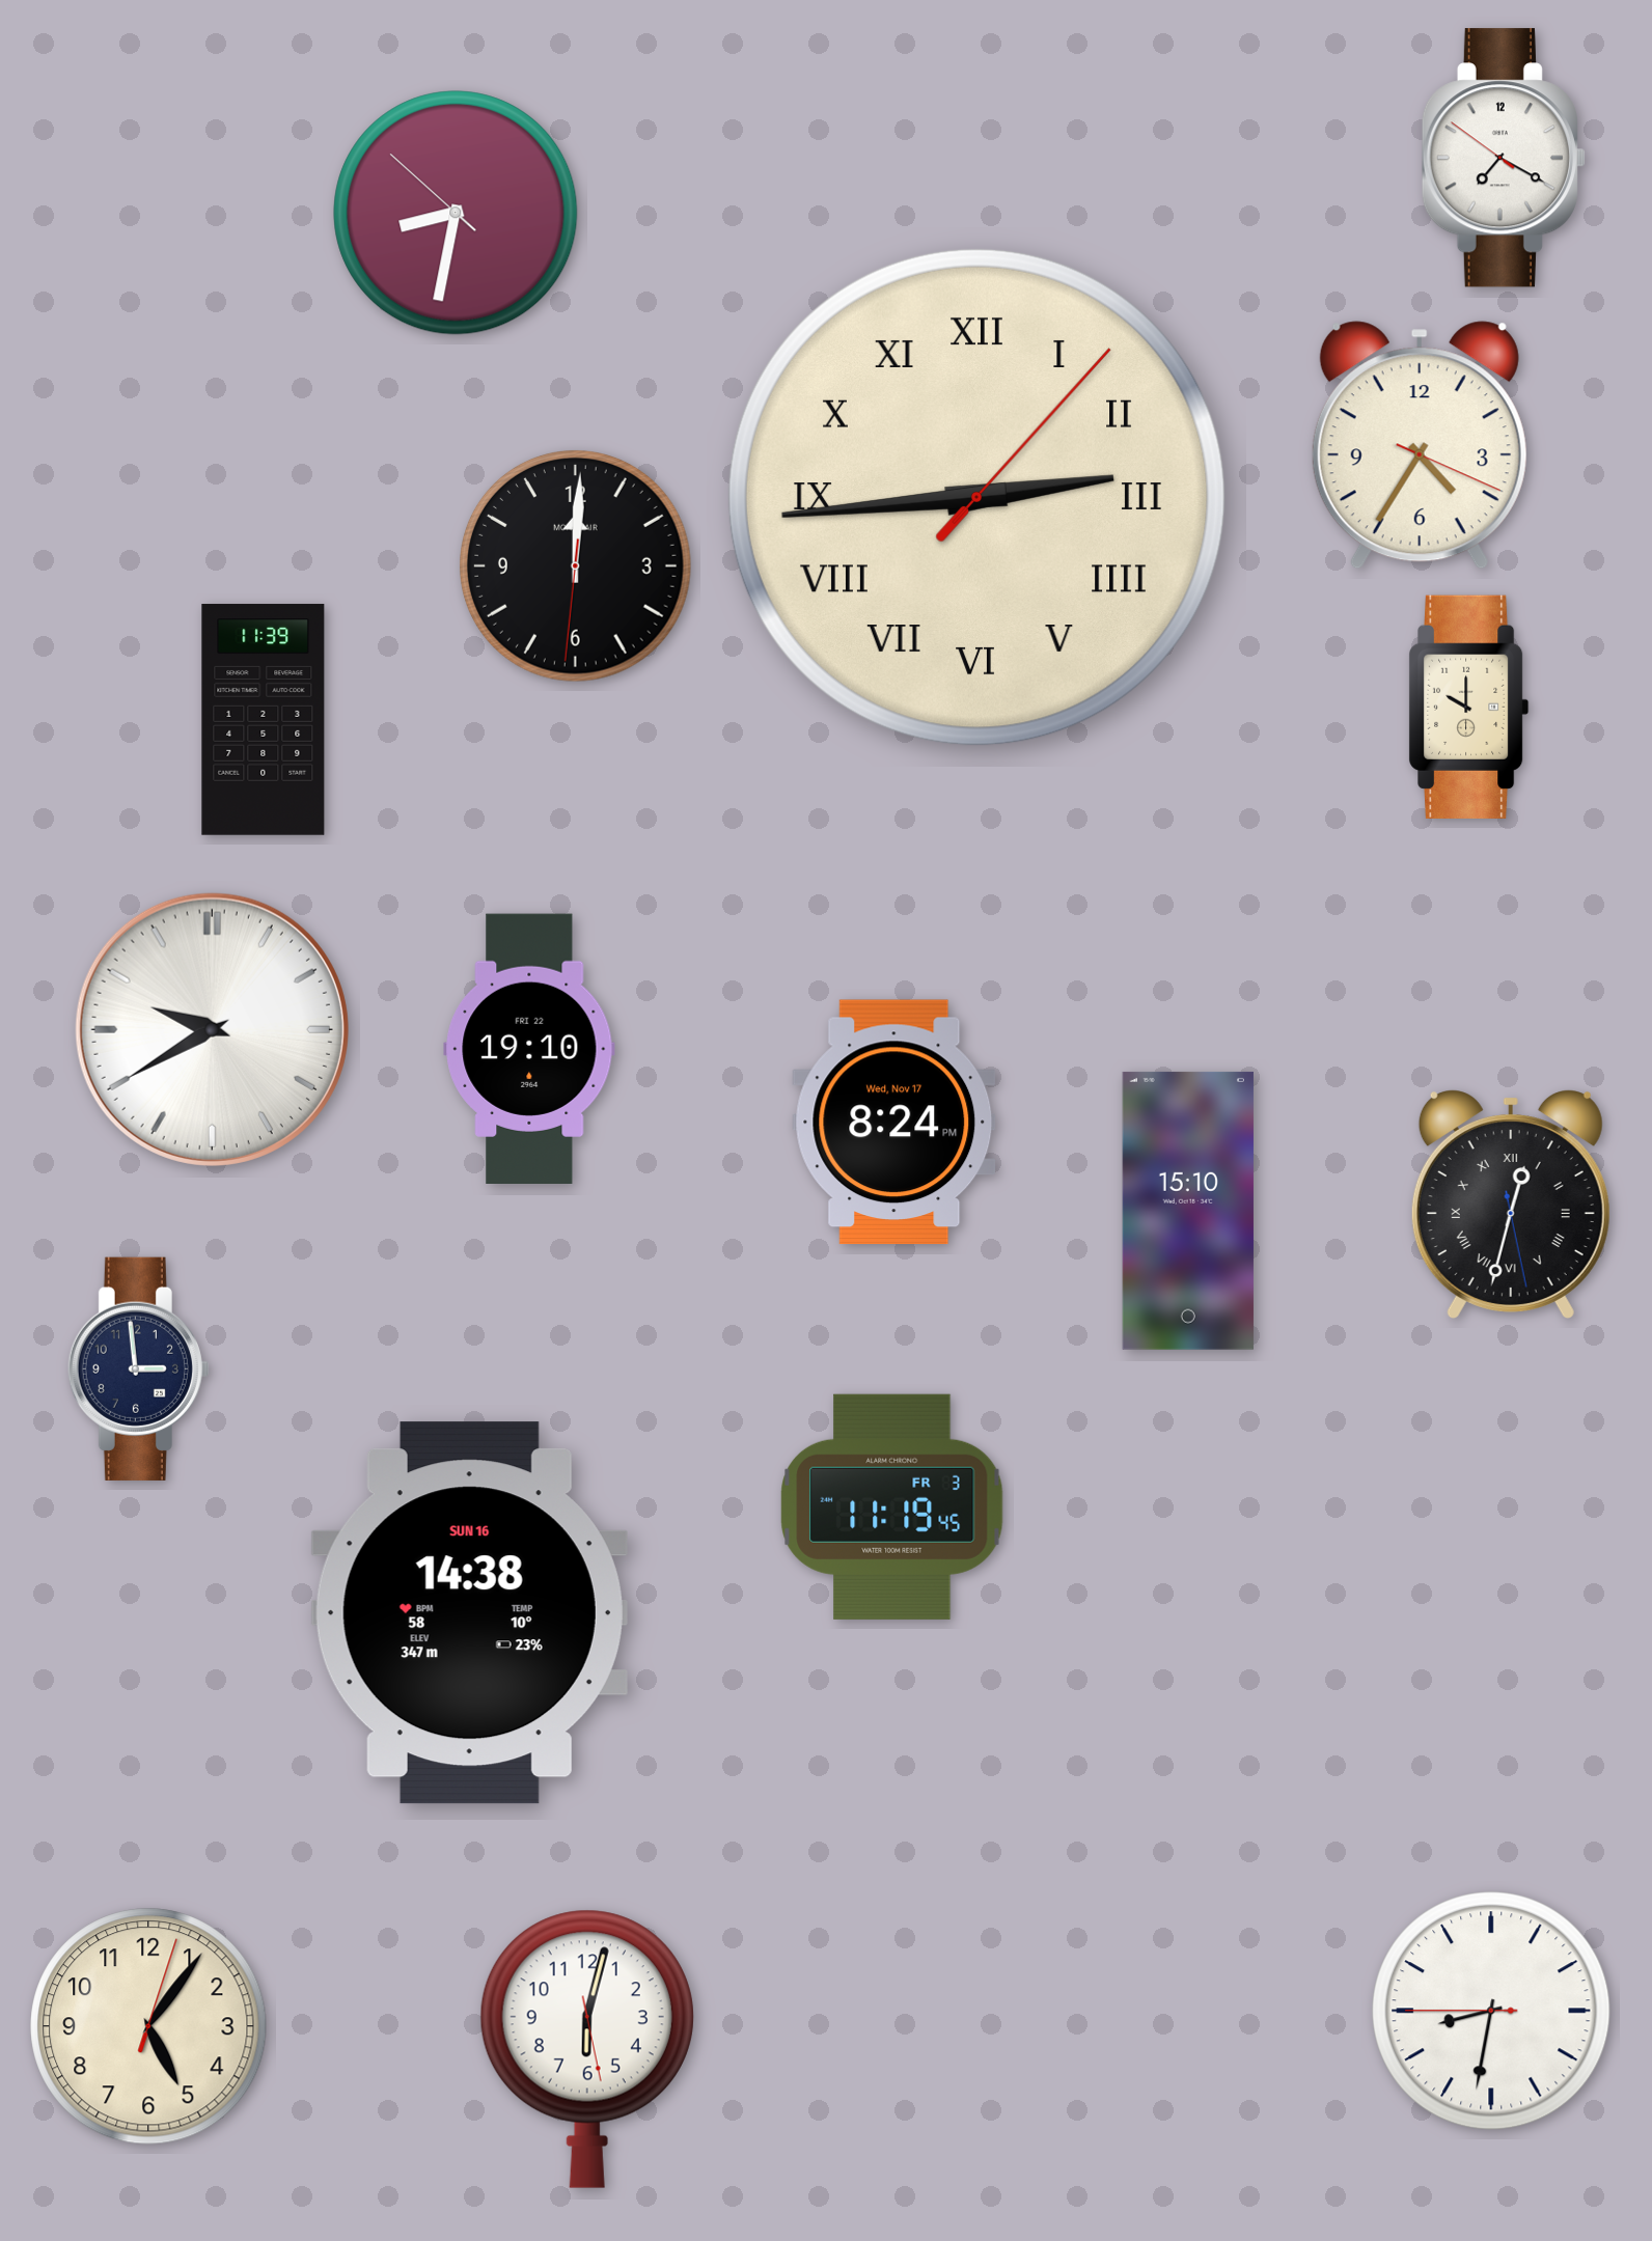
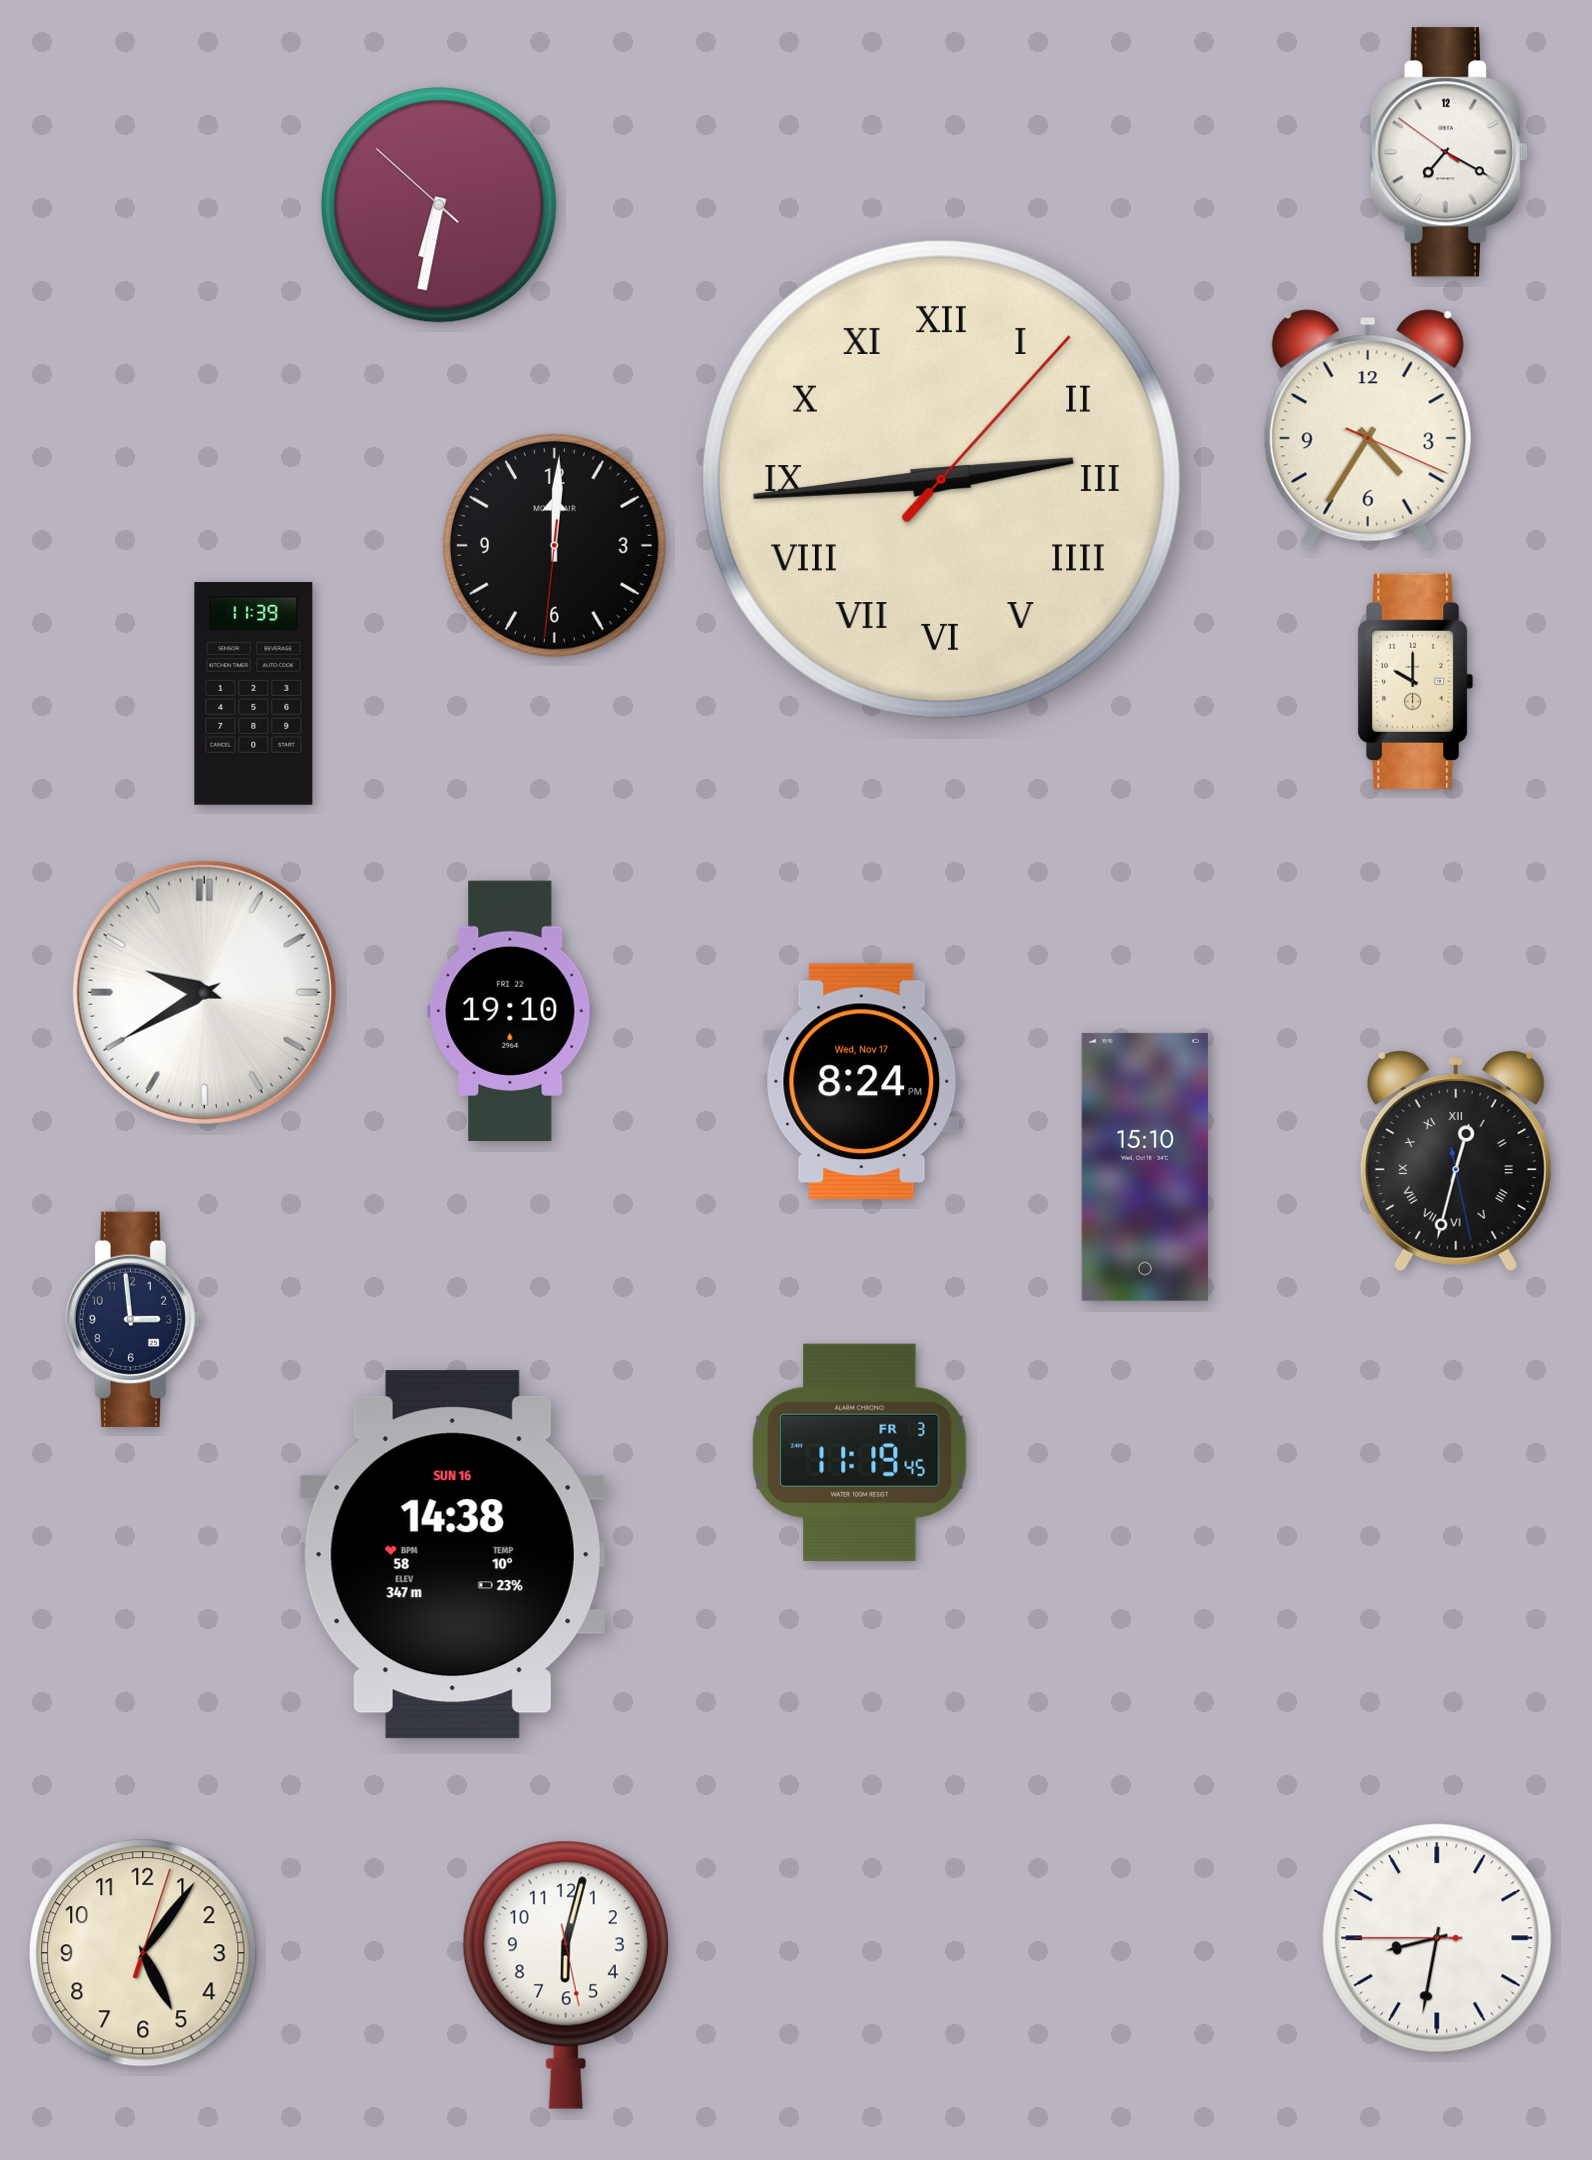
clock at (456, 213): 8:31 -> 6:31
